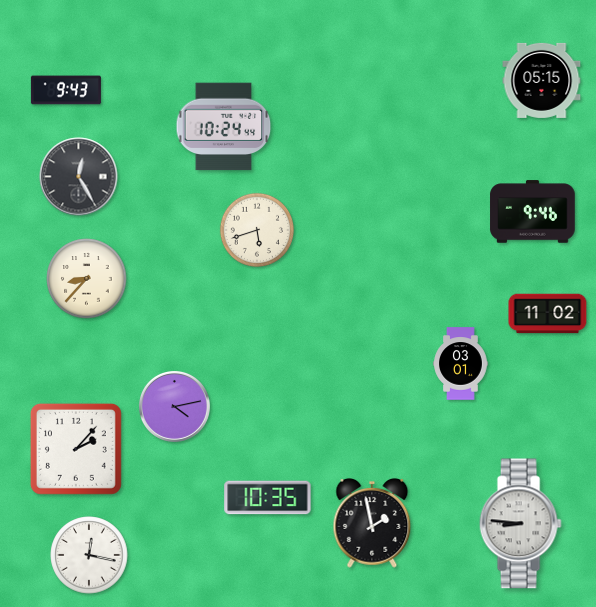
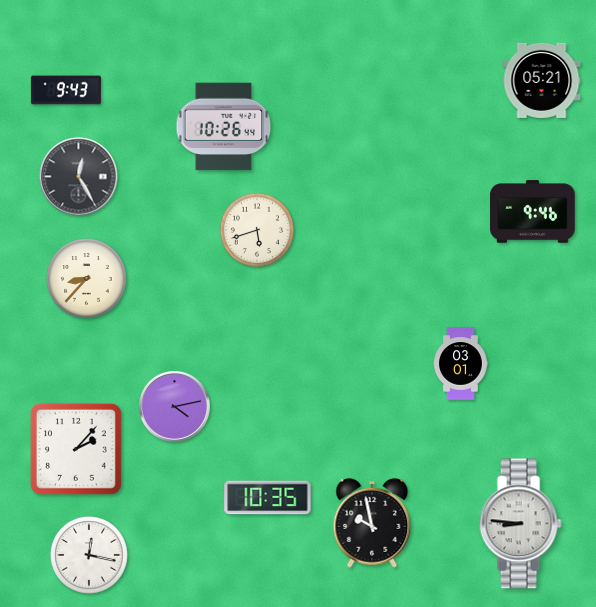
clock at (542, 80): 05:15 -> 05:21
clock at (224, 127): 10:24 -> 10:26
clock at (548, 314): 11:02 -> none
clock at (372, 523): 1:58 -> 9:58
